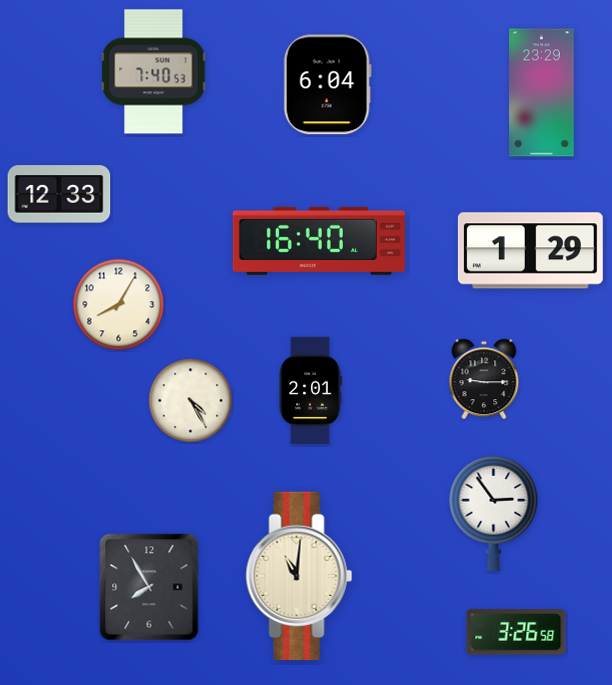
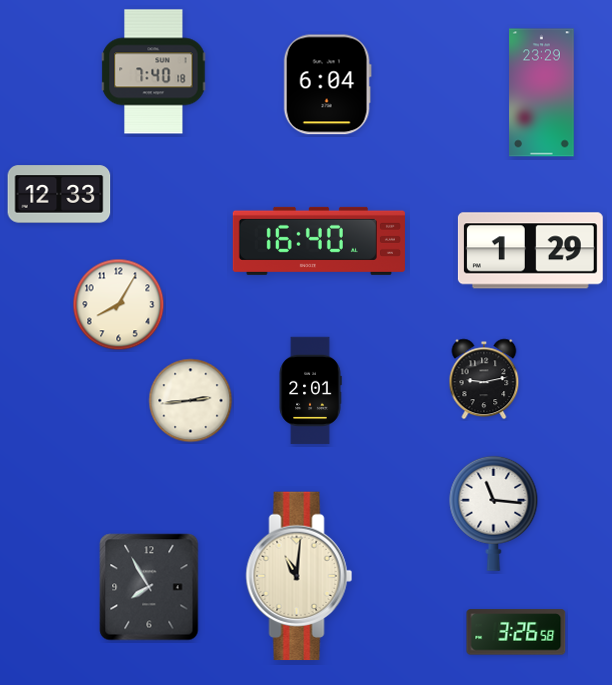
clock at (154, 72): 7:40:53 -> 7:40:18
clock at (484, 379): 9:15 -> 9:13
clock at (191, 401): 4:25 -> 2:44
clock at (494, 513): 2:54 -> 11:16
